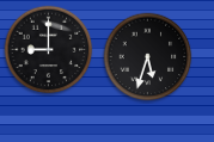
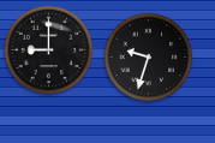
clock at (148, 57): 5:33 -> 9:33
